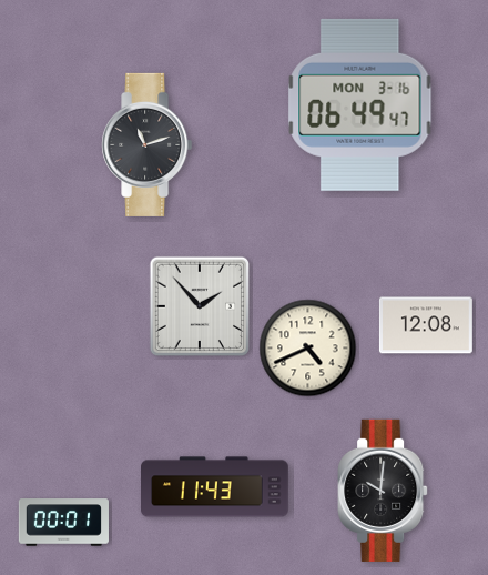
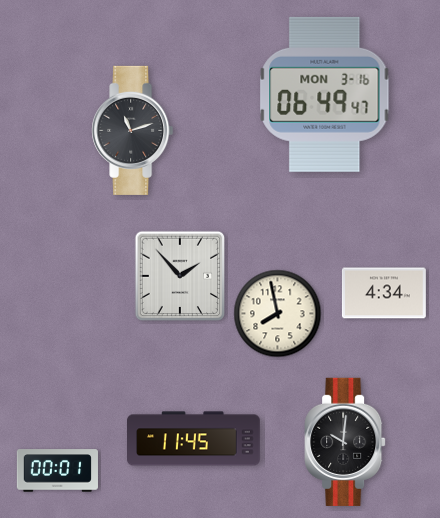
clock at (426, 325): 12:08 -> 4:34
clock at (308, 349): 4:41 -> 7:58
clock at (215, 487): 11:43 -> 11:45
